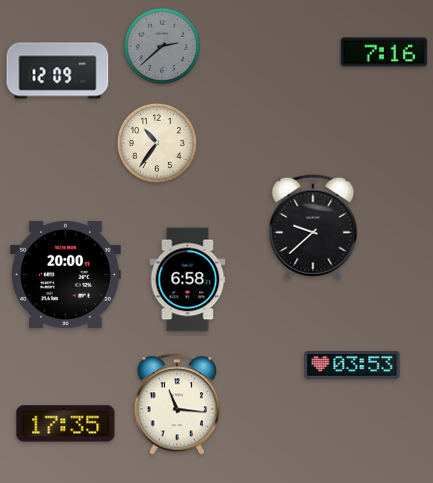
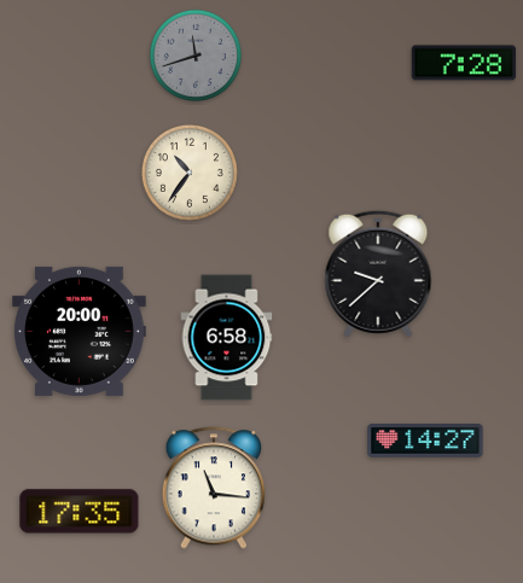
clock at (162, 46): 2:38 -> 11:42
clock at (384, 52): 7:16 -> 7:28
clock at (58, 71): 12:09 -> none
clock at (352, 366): 03:53 -> 14:27
